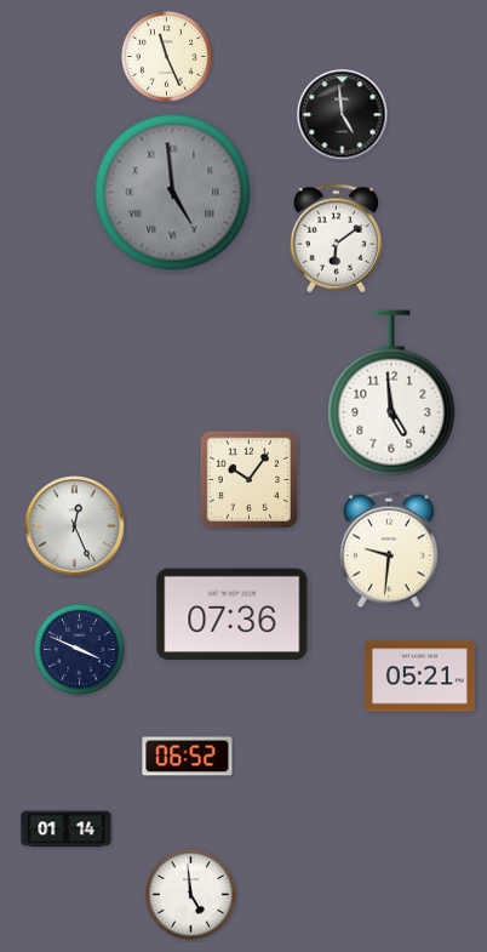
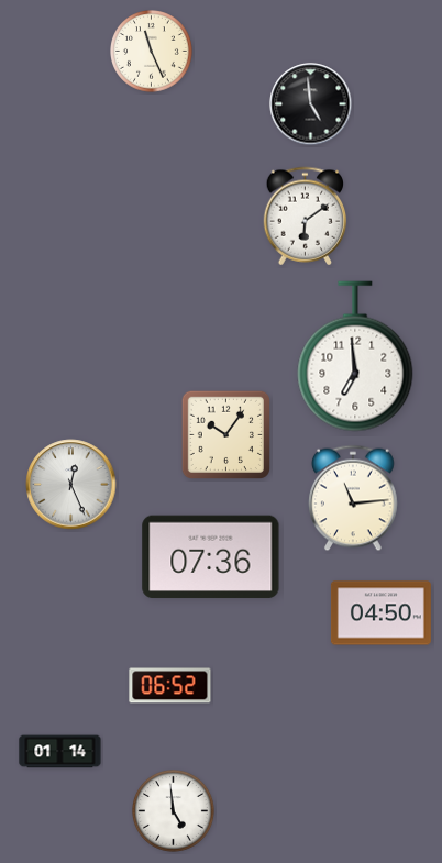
clock at (173, 193): 4:59 -> none
clock at (391, 393): 4:59 -> 6:59
clock at (75, 526) position: (75, 526) -> (71, 485)
clock at (390, 549): 9:31 -> 11:14
clock at (80, 650): 3:49 -> none
clock at (419, 677): 05:21 -> 04:50
